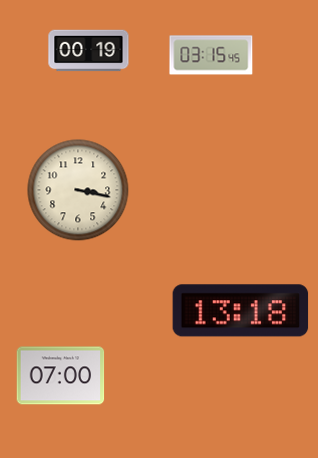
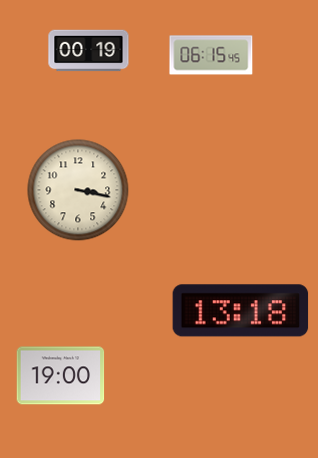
clock at (211, 55): 03:15 -> 06:15
clock at (61, 376): 07:00 -> 19:00
